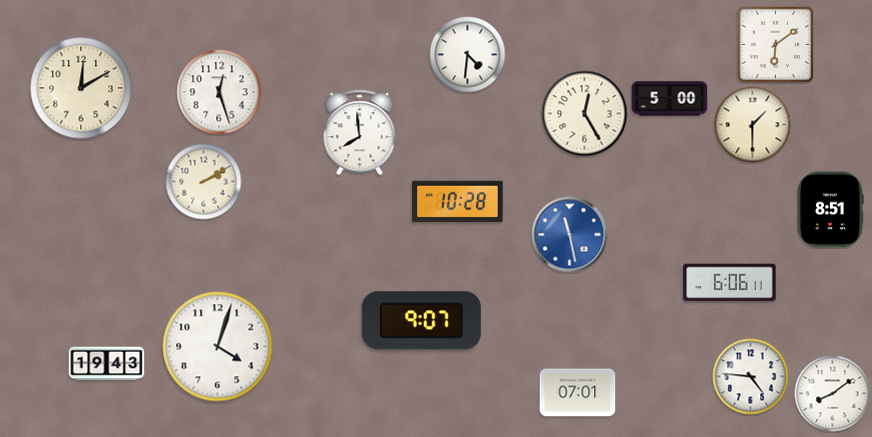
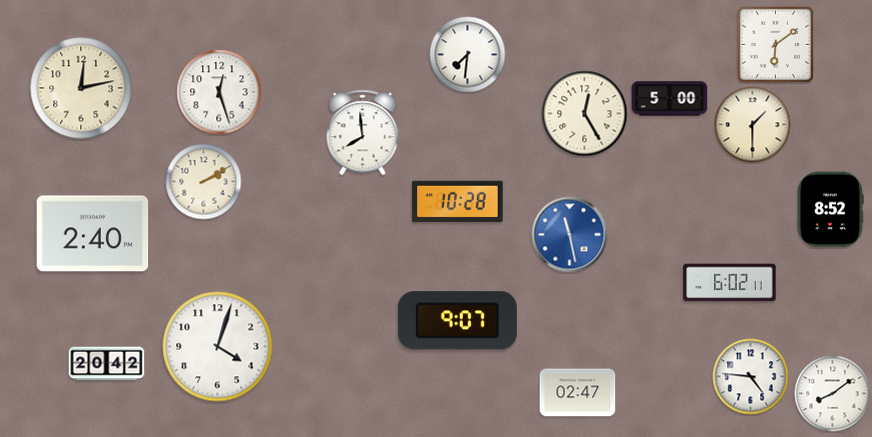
clock at (468, 55): 4:31 -> 7:31
clock at (81, 88): 12:10 -> 12:13
clock at (360, 133) position: (360, 133) -> (363, 133)
clock at (830, 210): 8:51 -> 8:52
clock at (93, 234): none -> 2:40
clock at (730, 283): 6:06 -> 6:02
clock at (421, 321) position: (421, 321) -> (457, 321)
clock at (107, 364): 19:43 -> 20:42
clock at (578, 393): 07:01 -> 02:47
